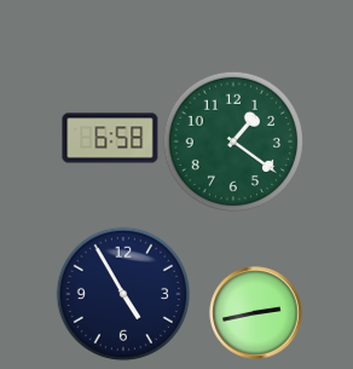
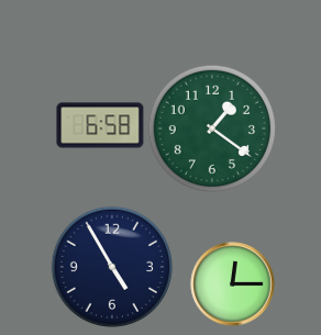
clock at (256, 313): 2:43 -> 12:15
